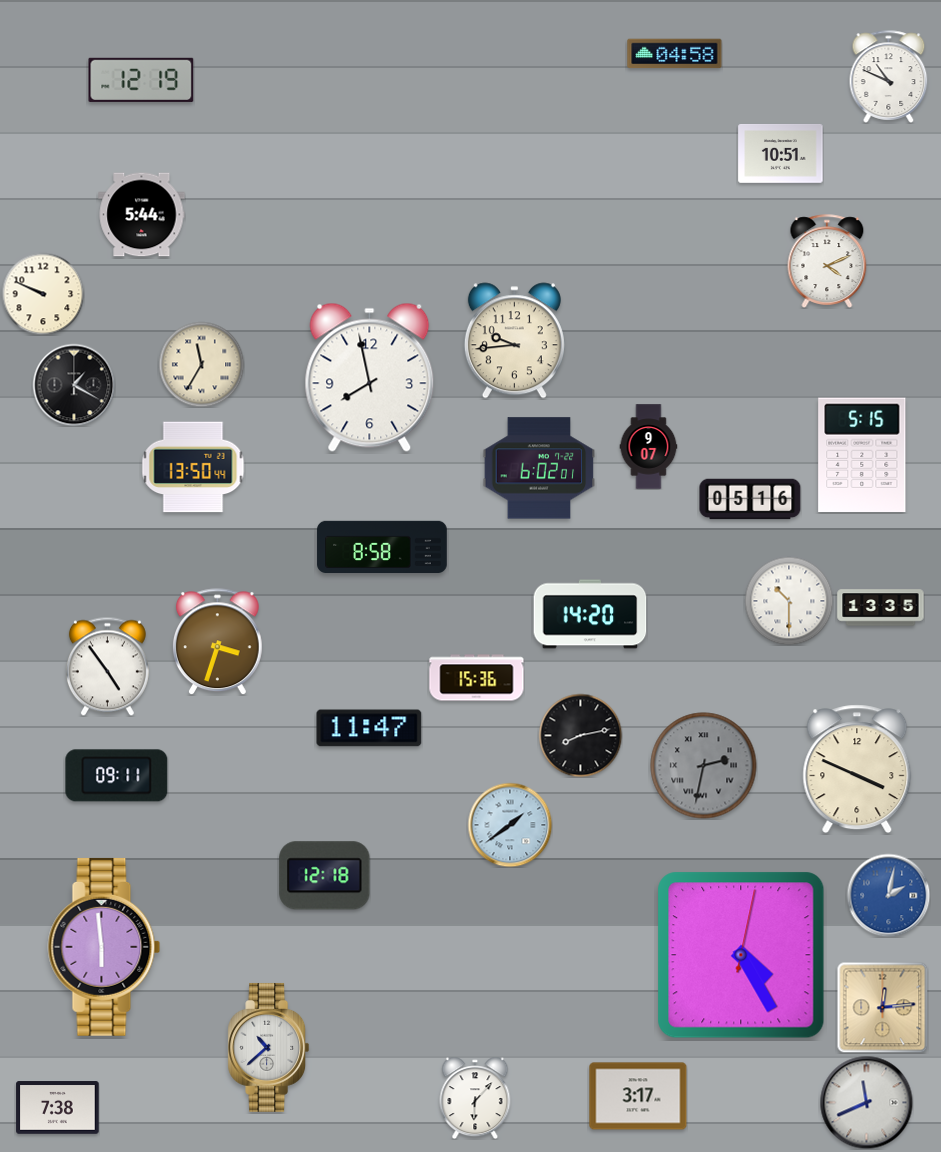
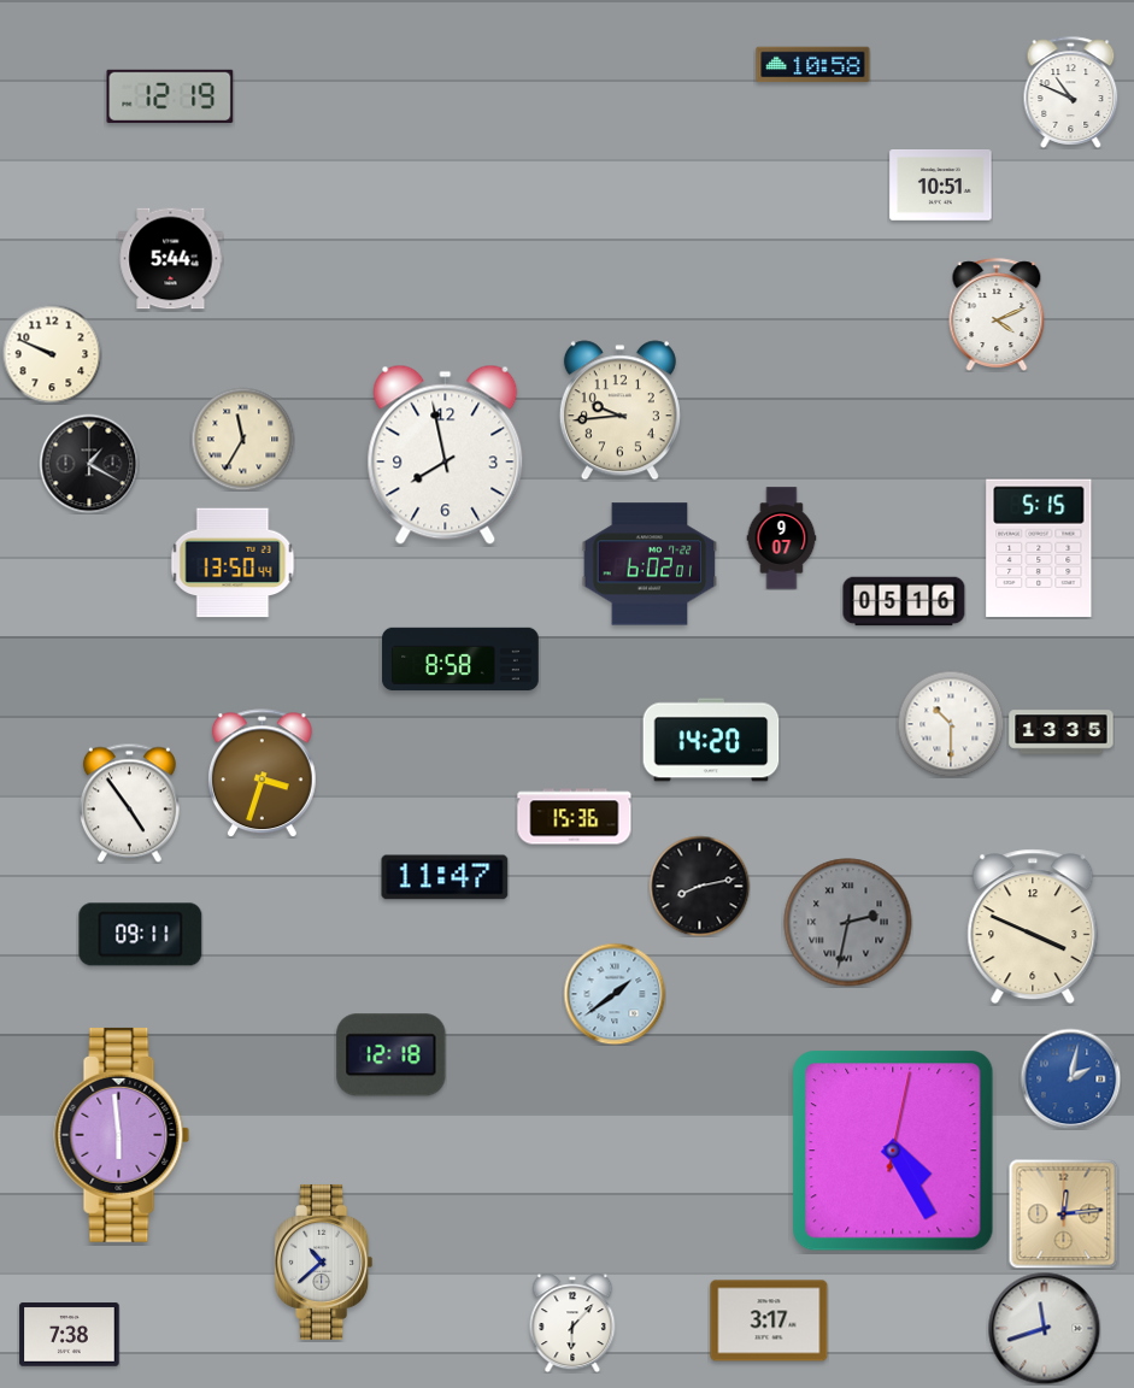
clock at (675, 54): 04:58 -> 10:58
clock at (104, 947) position: (104, 947) -> (122, 1135)
clock at (866, 1102): 11:41 -> 11:42
